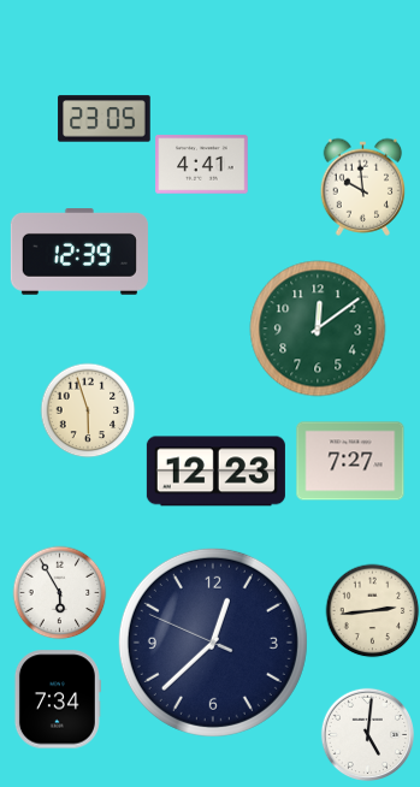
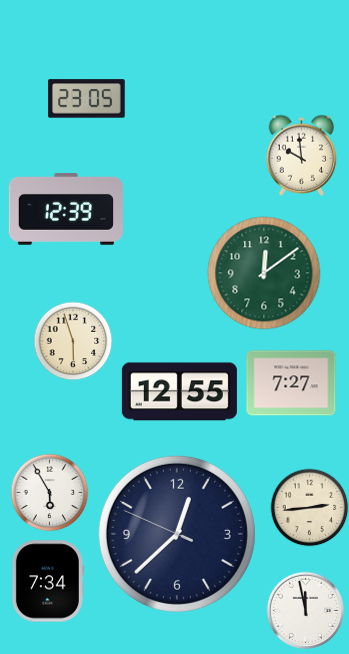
clock at (202, 165): 4:41 -> none
clock at (215, 472): 12:23 -> 12:55
clock at (367, 734): 5:01 -> 11:58
